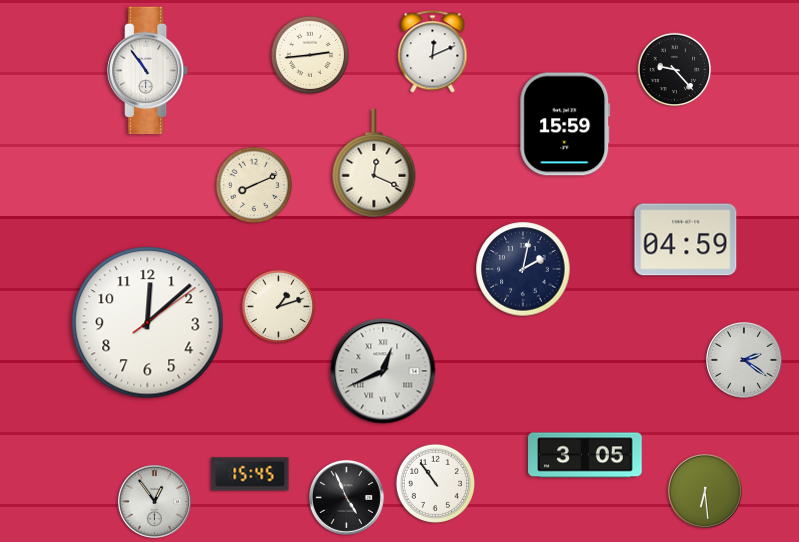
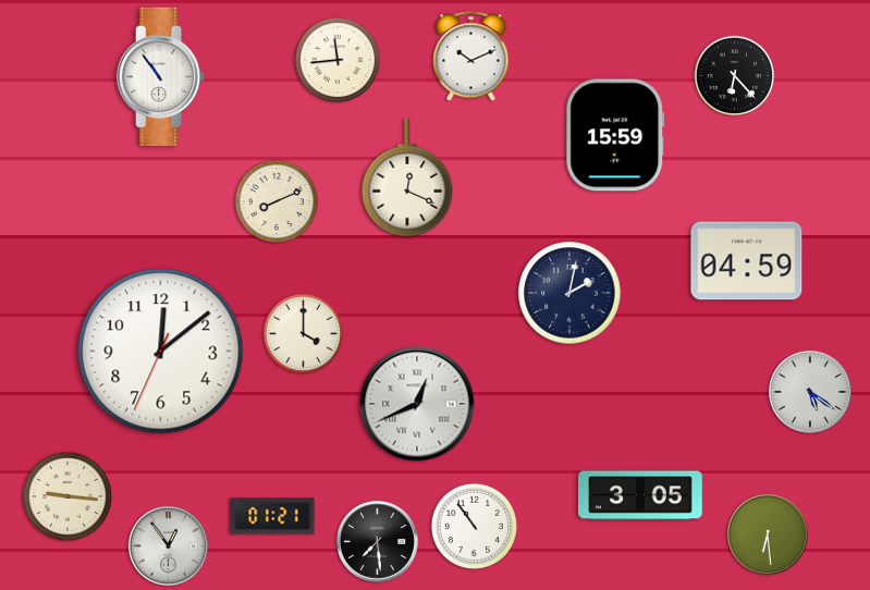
clock at (433, 52): 12:11 -> 10:11
clock at (309, 54): 2:44 -> 11:44
clock at (675, 70): 9:23 -> 6:23
clock at (279, 307): 1:12 -> 4:00
clock at (148, 323): 12:08:09 -> 12:08:34
clock at (744, 360): 2:21 -> 5:21
clock at (585, 455) position: (585, 455) -> (640, 495)
clock at (68, 496): none -> 9:16
clock at (250, 474): 15:45 -> 01:21
clock at (346, 497): 4:56 -> 7:29
